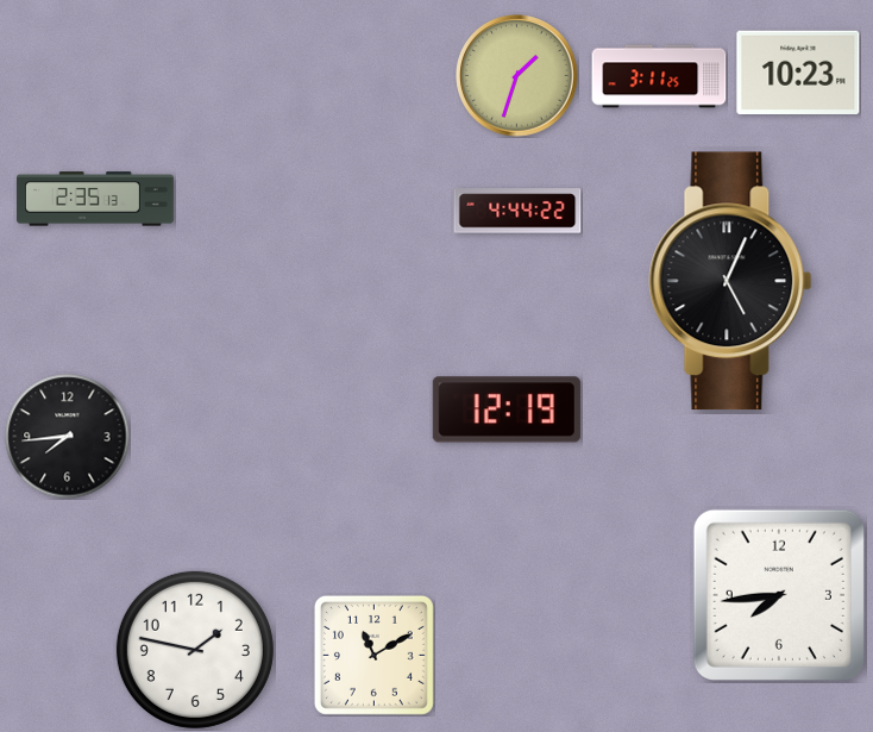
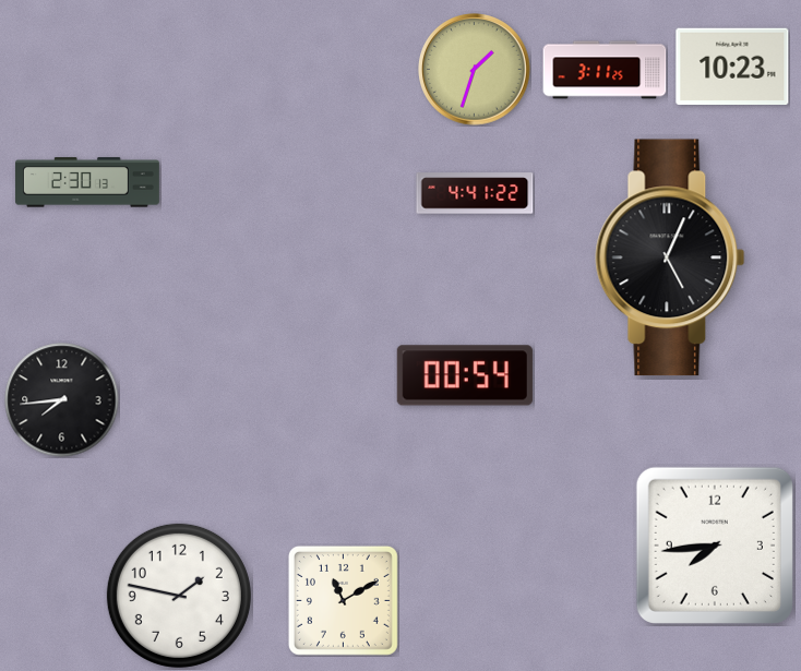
clock at (95, 199): 2:35 -> 2:30
clock at (517, 211): 4:44 -> 4:41
clock at (507, 409): 12:19 -> 00:54
